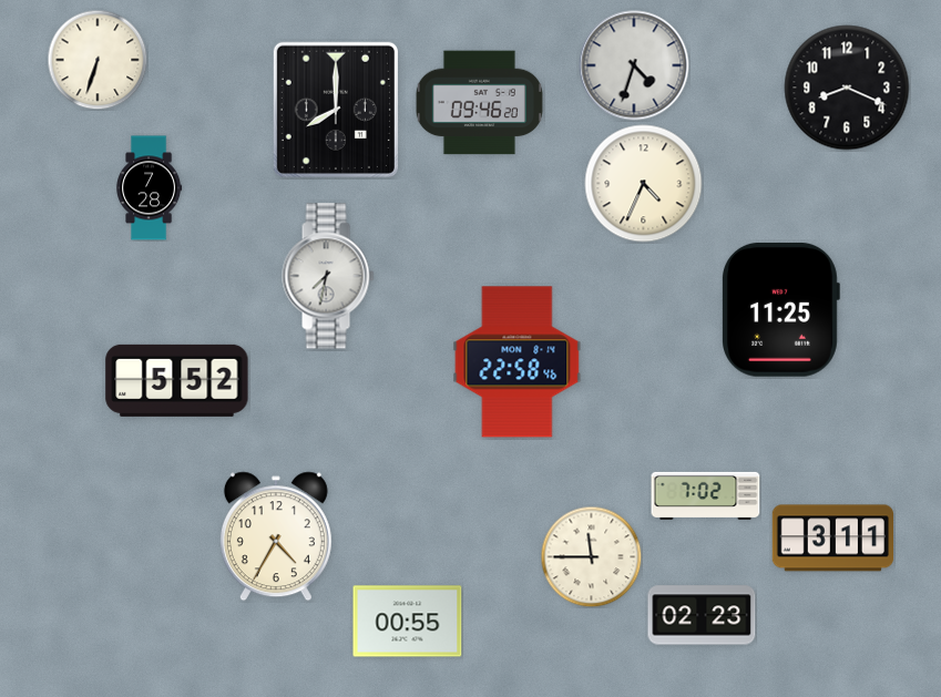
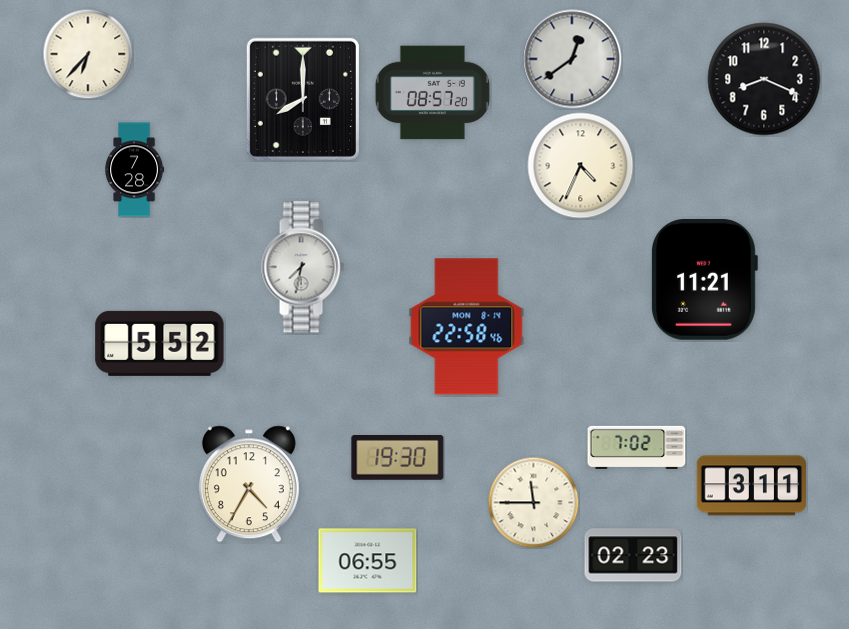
clock at (98, 60): 6:33 -> 6:37
clock at (634, 65): 4:33 -> 12:39
clock at (479, 103): 09:46 -> 08:57
clock at (328, 276) position: (328, 276) -> (303, 267)
clock at (781, 309): 11:25 -> 11:21
clock at (398, 458): none -> 19:30
clock at (408, 622): 00:55 -> 06:55
